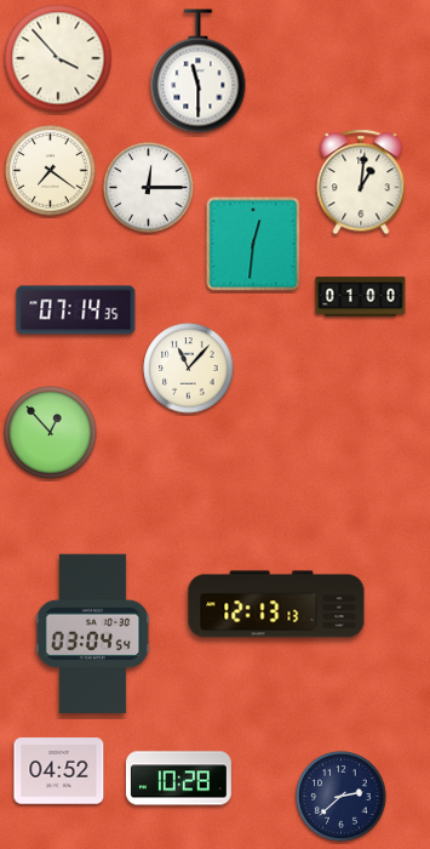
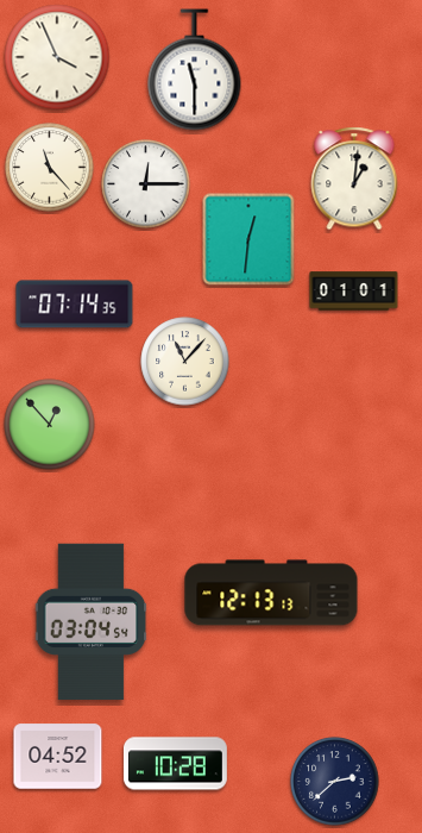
clock at (58, 58): 3:53 -> 3:56
clock at (51, 171): 7:21 -> 11:23
clock at (361, 297): 01:00 -> 01:01
